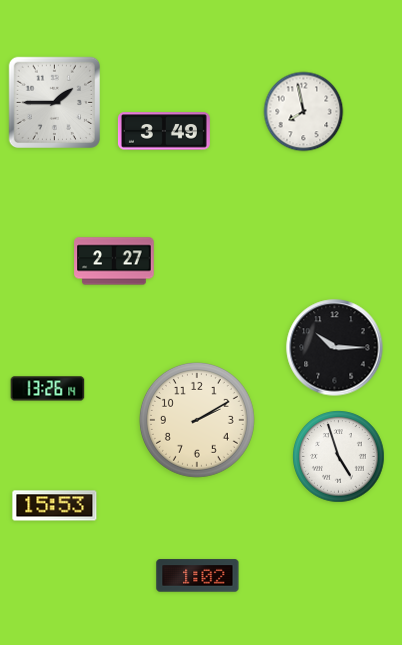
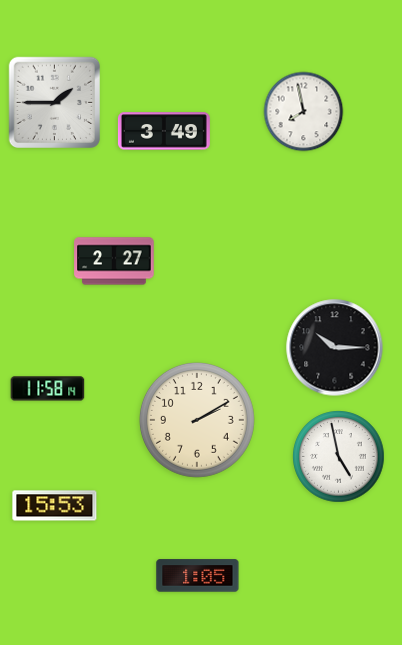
clock at (48, 389): 13:26 -> 11:58
clock at (339, 457): 4:57 -> 4:58
clock at (198, 576): 1:02 -> 1:05
